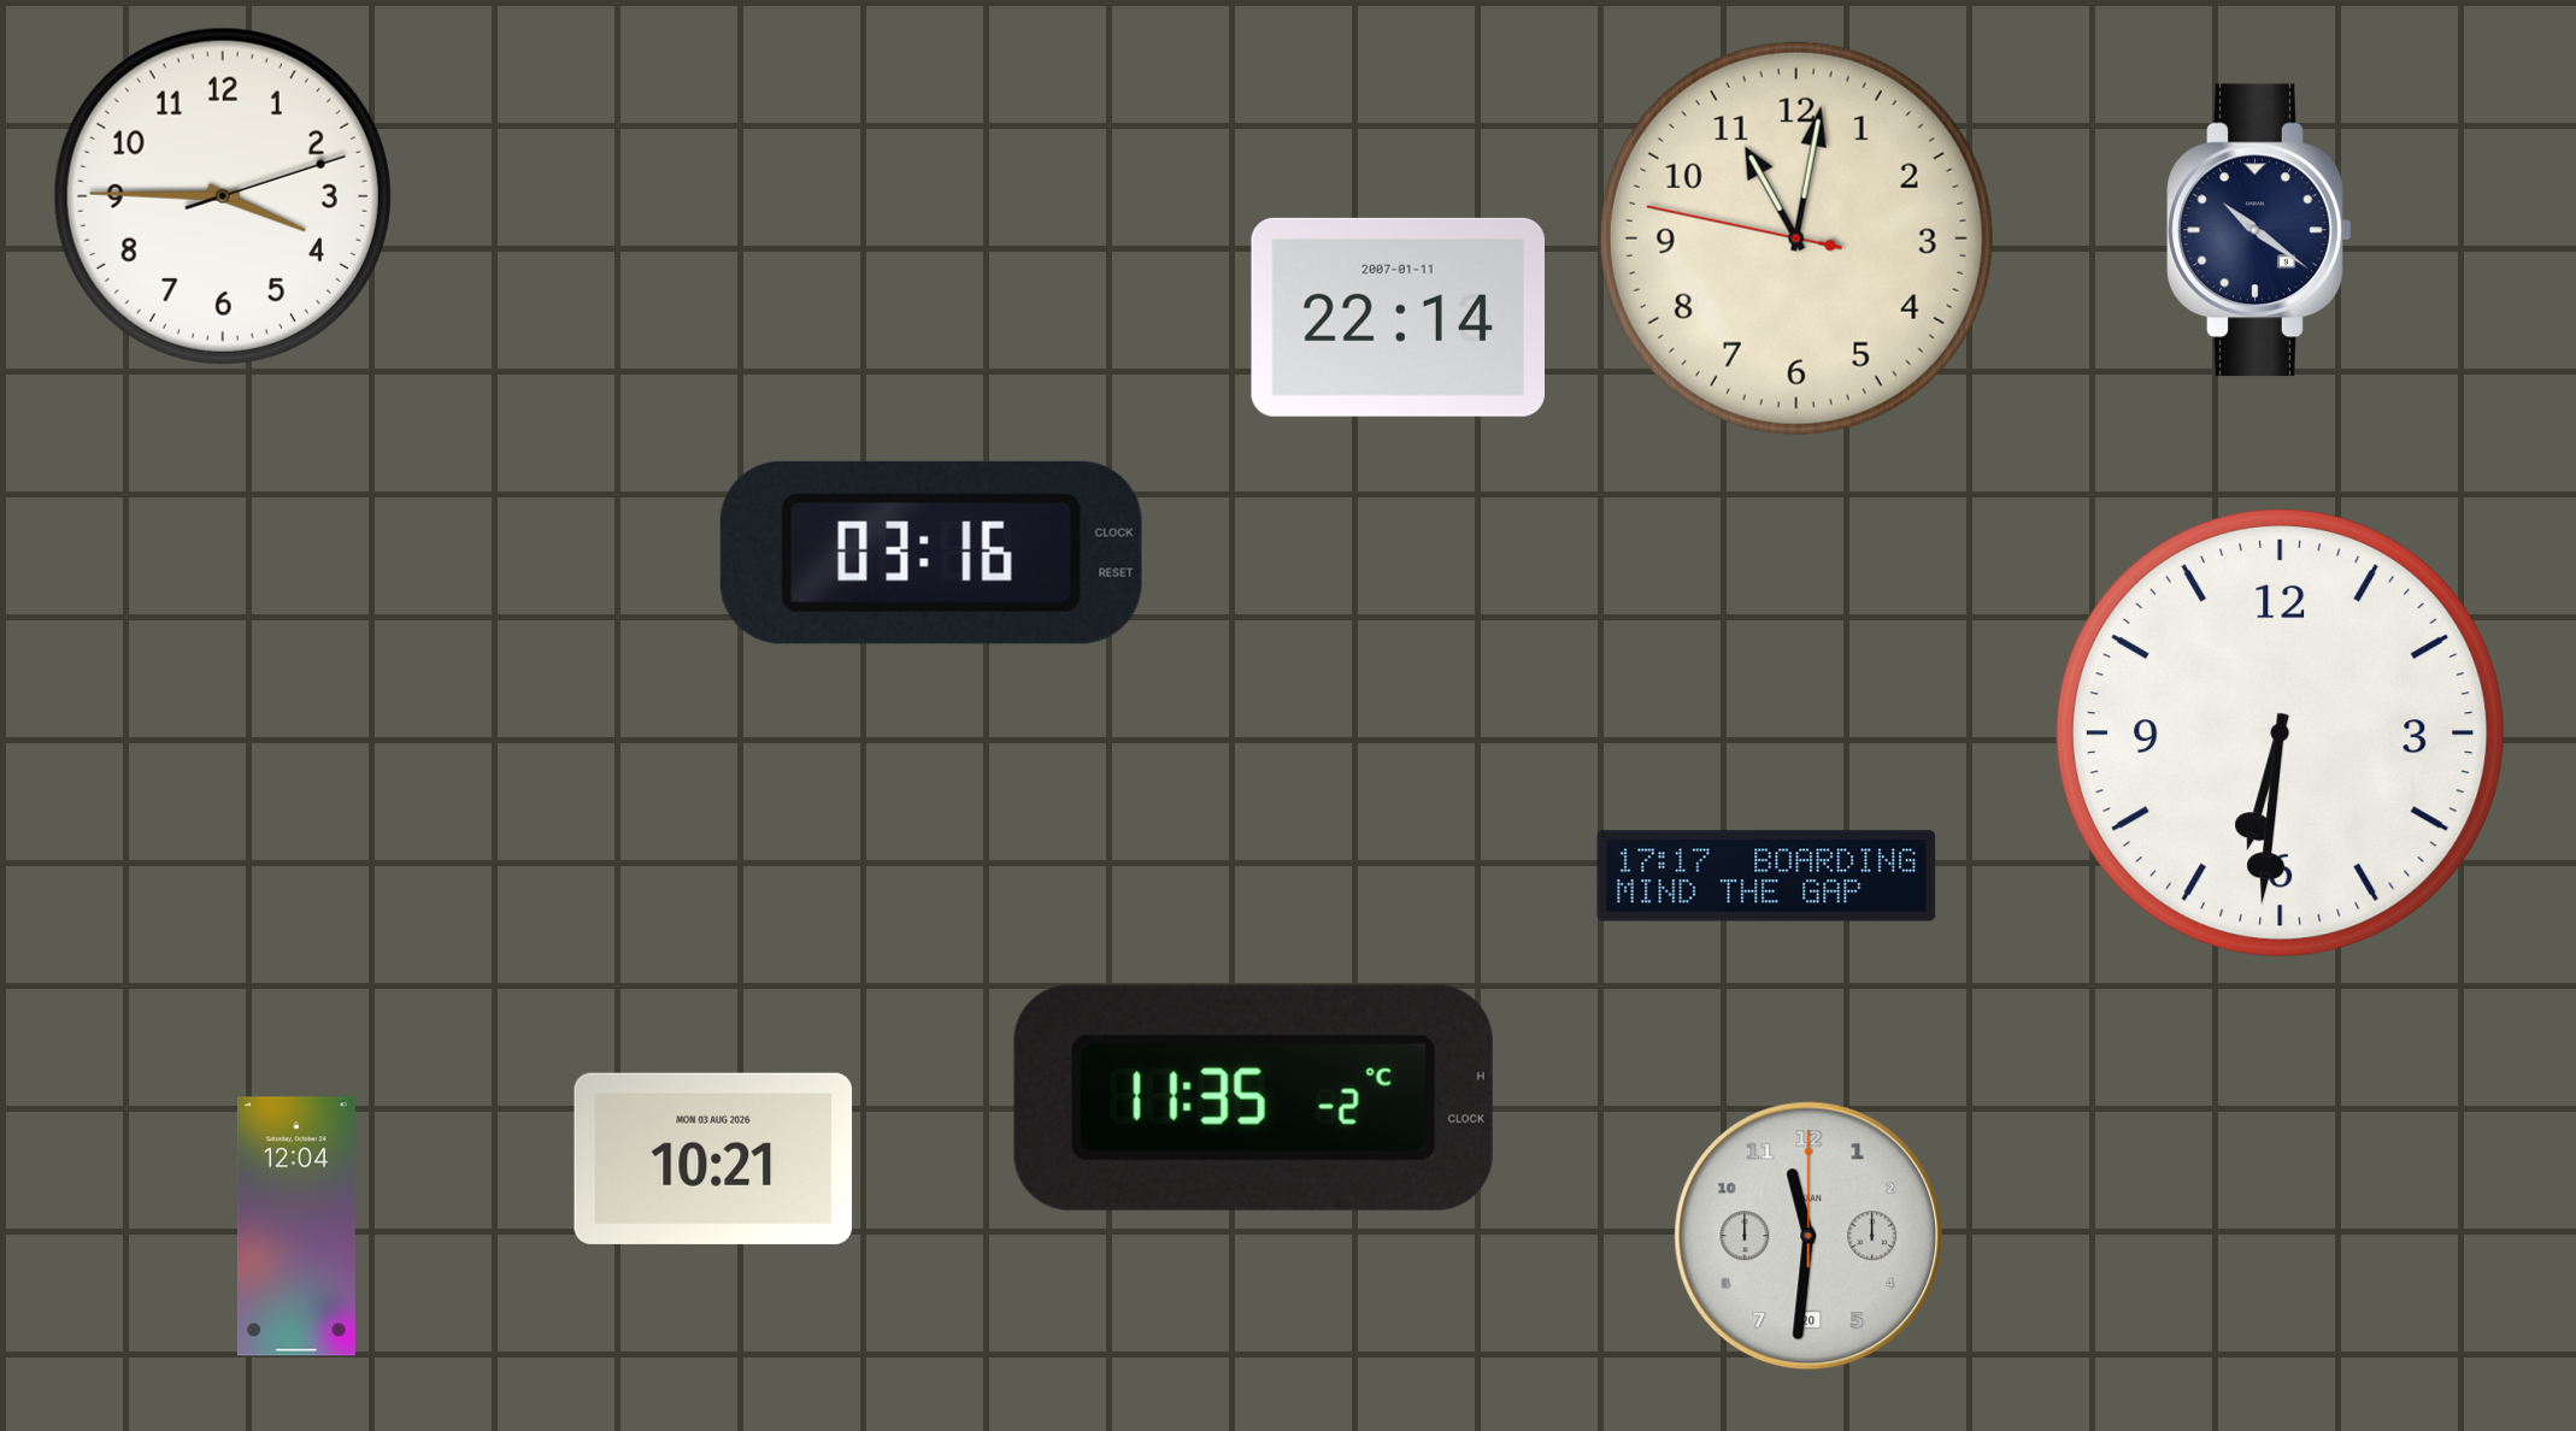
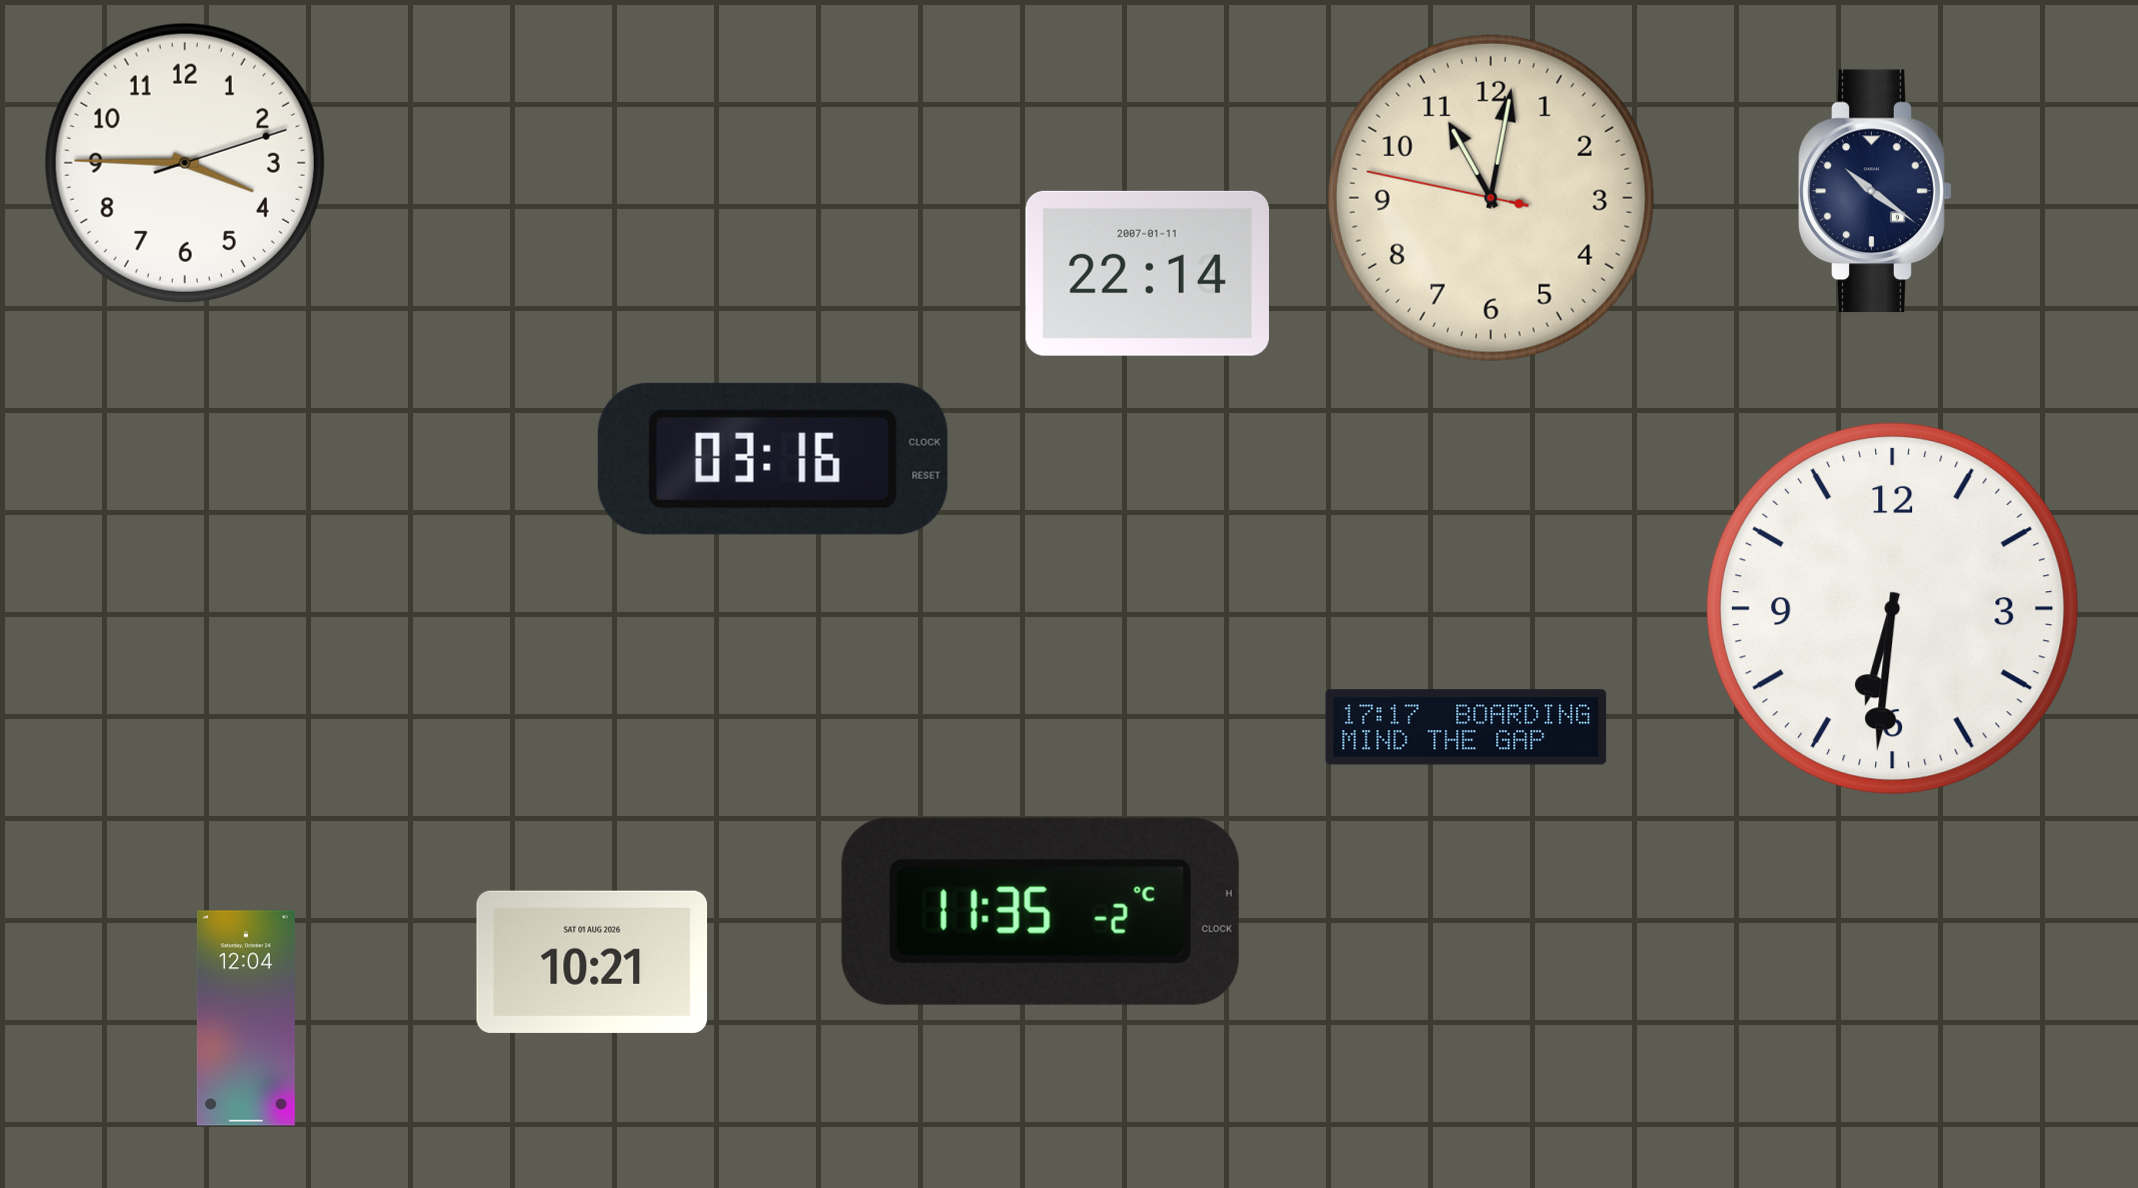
clock at (1398, 317) position: (1398, 317) -> (1147, 273)
clock at (713, 1159) date: MON 03 AUG 2026 -> SAT 01 AUG 2026
clock at (1809, 1236): 11:31 -> none
